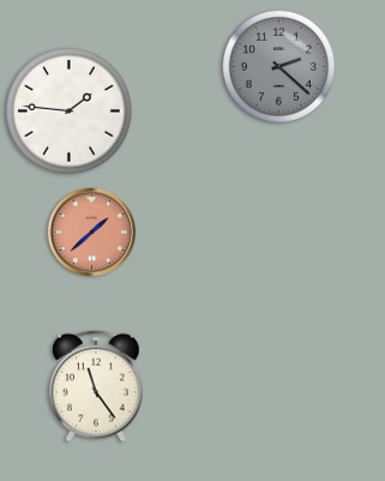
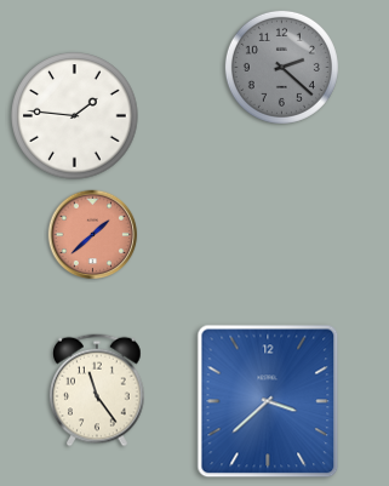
clock at (70, 112) position: (70, 112) -> (75, 116)
clock at (268, 401): none -> 3:38
